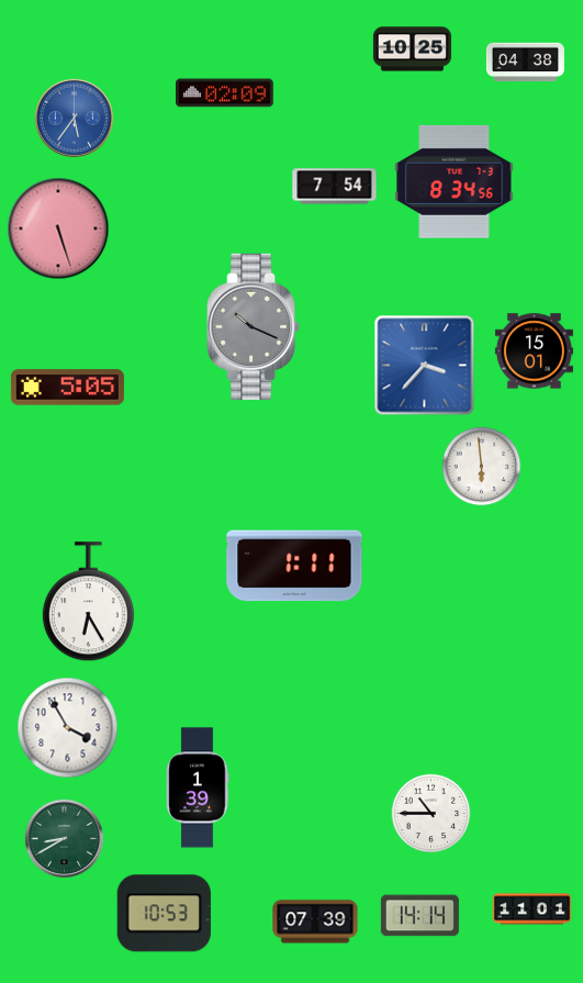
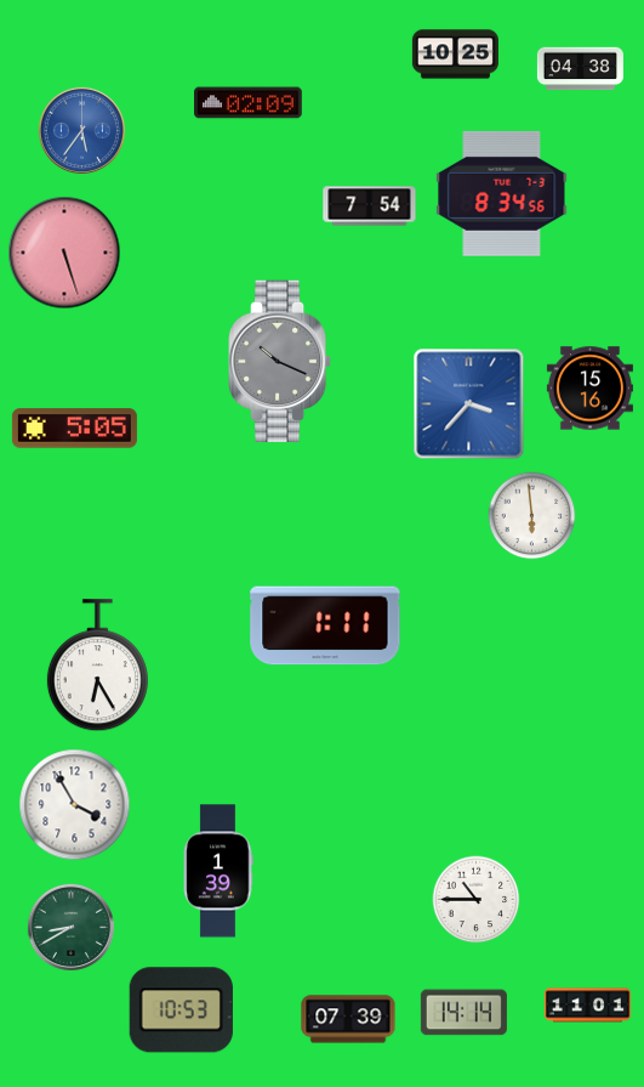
clock at (455, 181) position: (455, 181) -> (502, 193)
clock at (534, 351): 15:01 -> 15:16
